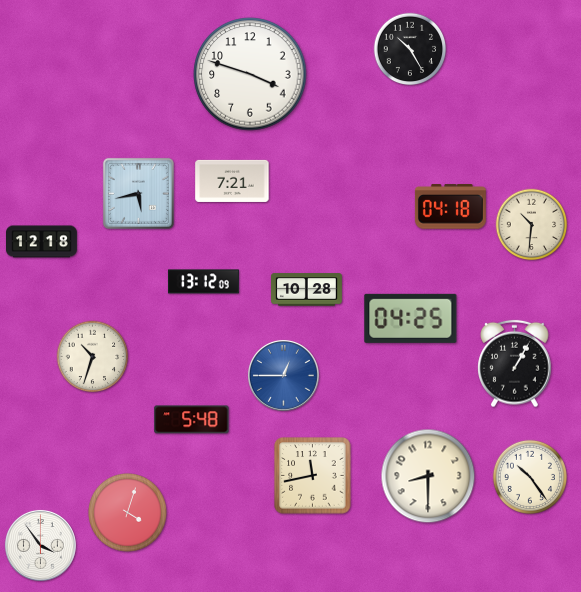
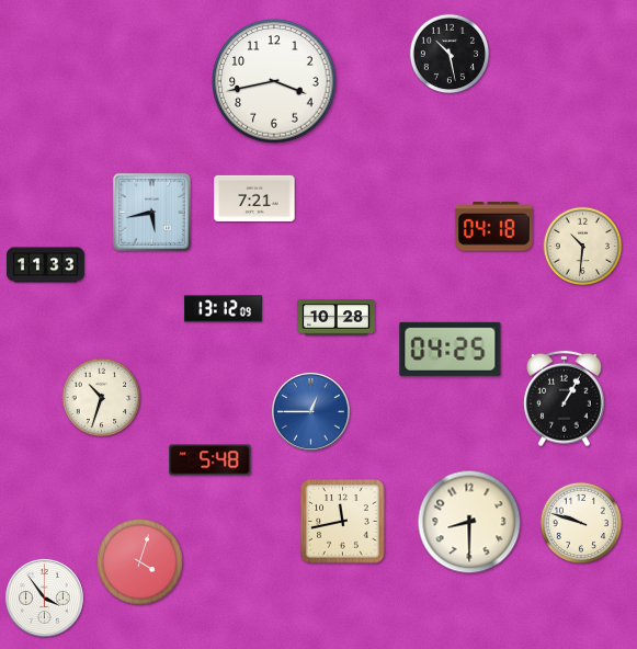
clock at (410, 49): 10:25 -> 10:28
clock at (250, 74): 3:48 -> 3:43
clock at (42, 242): 12:18 -> 11:33
clock at (93, 357) position: (93, 357) -> (102, 398)
clock at (530, 477): 10:24 -> 9:48
